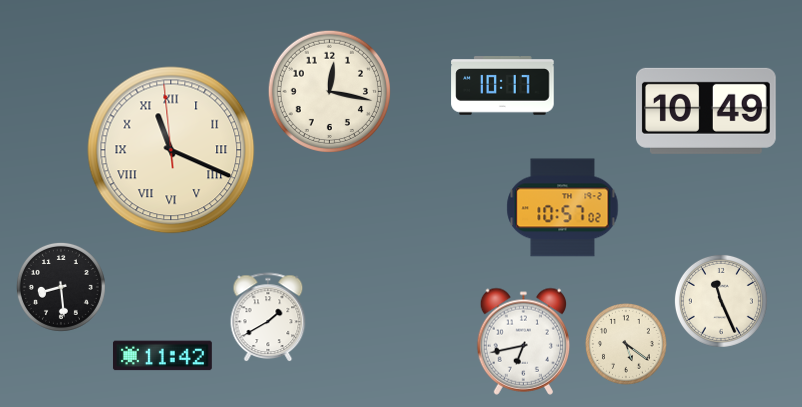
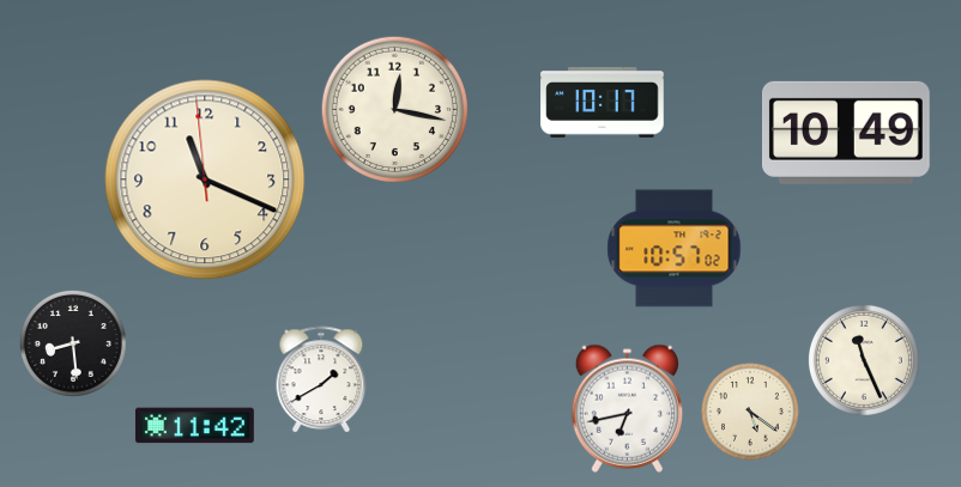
clock at (171, 150) numerals: Roman -> Arabic
